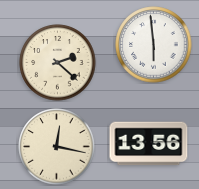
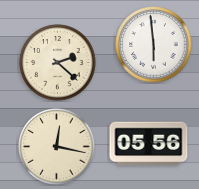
clock at (149, 144): 13:56 -> 05:56
